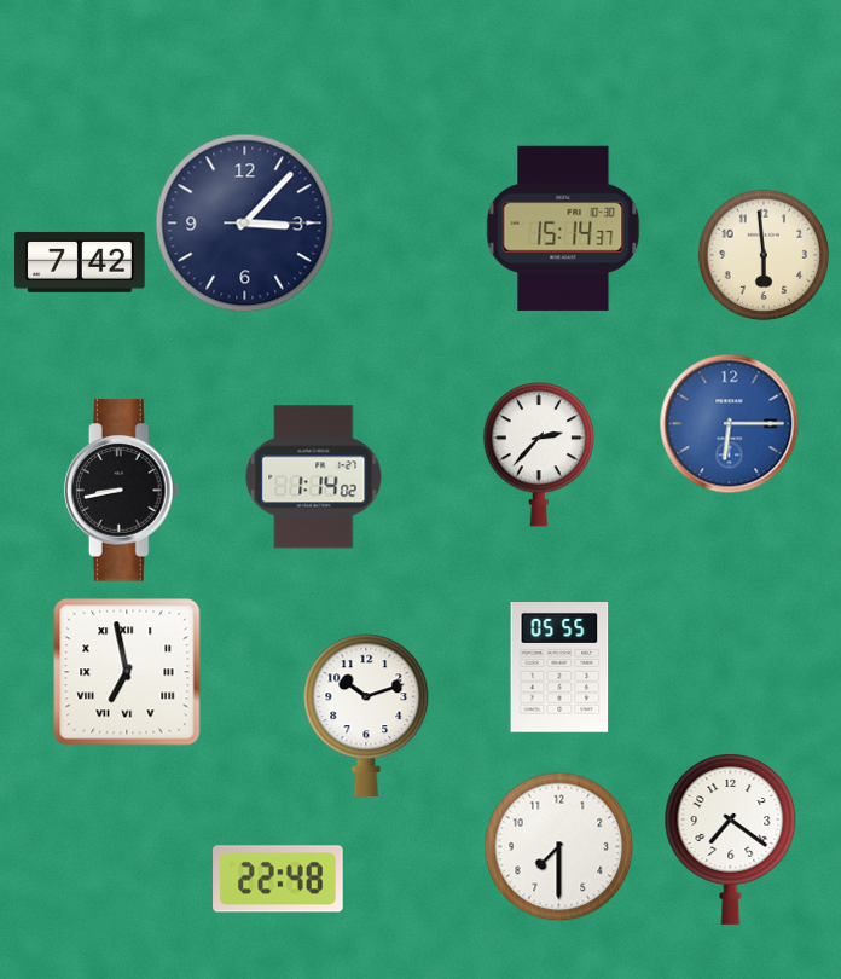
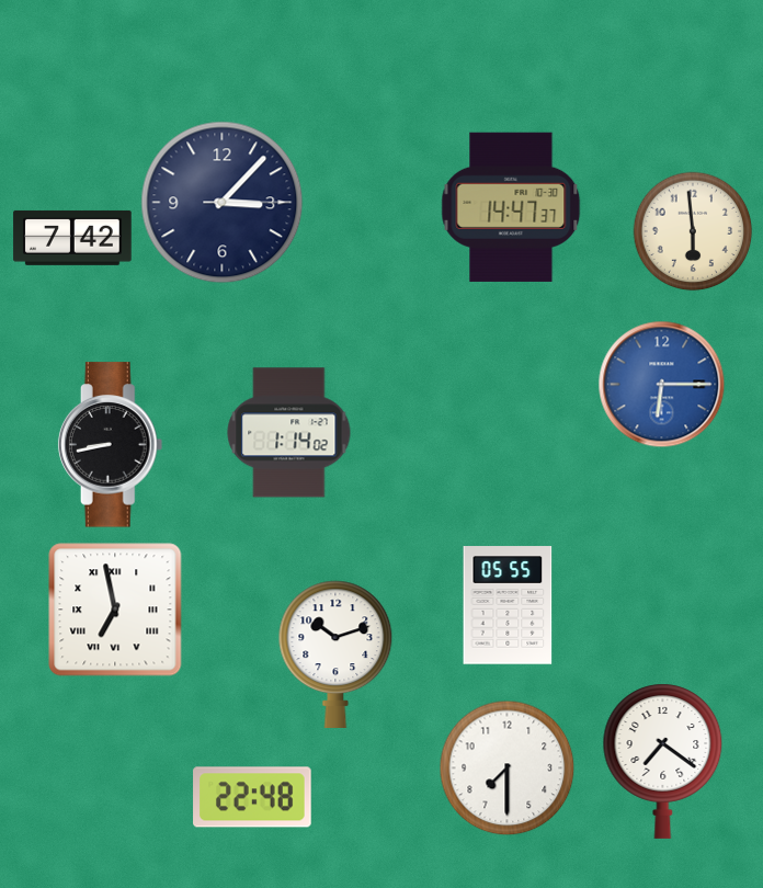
clock at (563, 228): 15:14 -> 14:47
clock at (539, 454): 2:37 -> none
clock at (314, 477) position: (314, 477) -> (289, 433)
clock at (366, 714) position: (366, 714) -> (335, 653)
